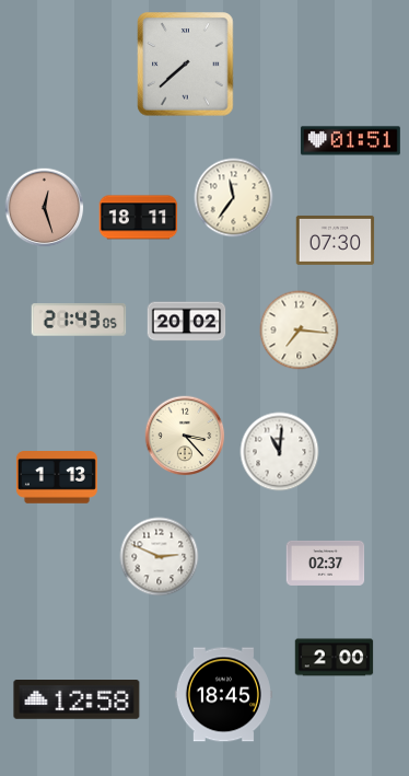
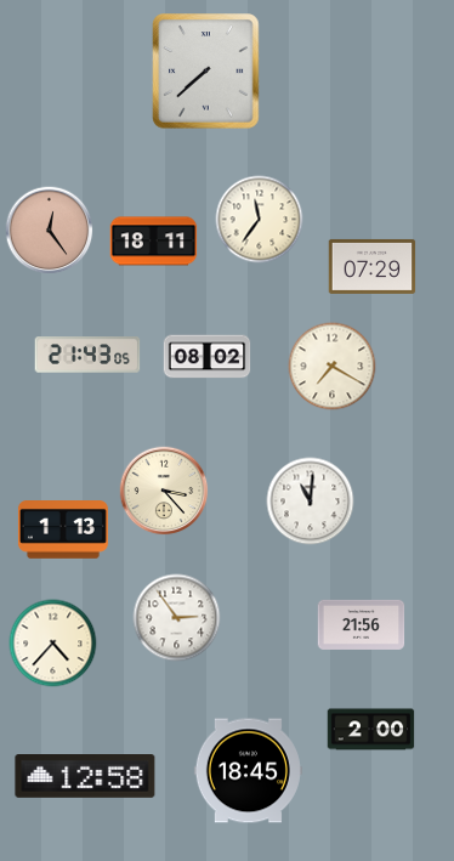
clock at (350, 141): 01:51 -> none
clock at (45, 208): 12:27 -> 12:24
clock at (336, 240): 07:30 -> 07:29
clock at (187, 322): 20:02 -> 08:02
clock at (300, 331): 7:16 -> 7:20
clock at (185, 436) position: (185, 436) -> (164, 491)
clock at (160, 557): 2:49 -> 2:54
clock at (326, 563): 02:37 -> 21:56
clock at (53, 644): none -> 4:37
